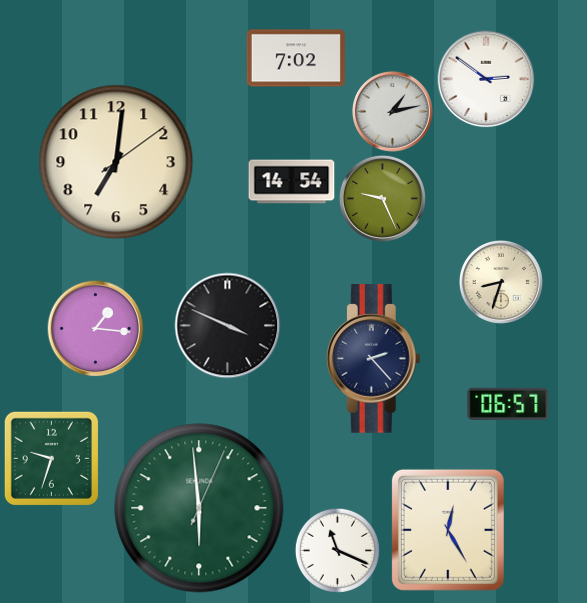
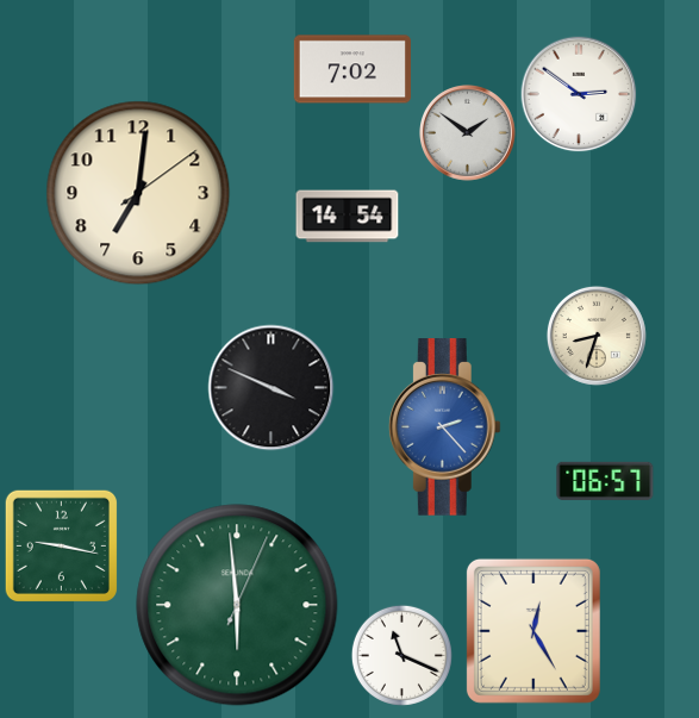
clock at (393, 112): 1:13 -> 1:51
clock at (382, 198): 9:26 -> none
clock at (96, 329): 1:16 -> none
clock at (373, 359) dial: navy -> blue
clock at (51, 458): 9:33 -> 9:17
